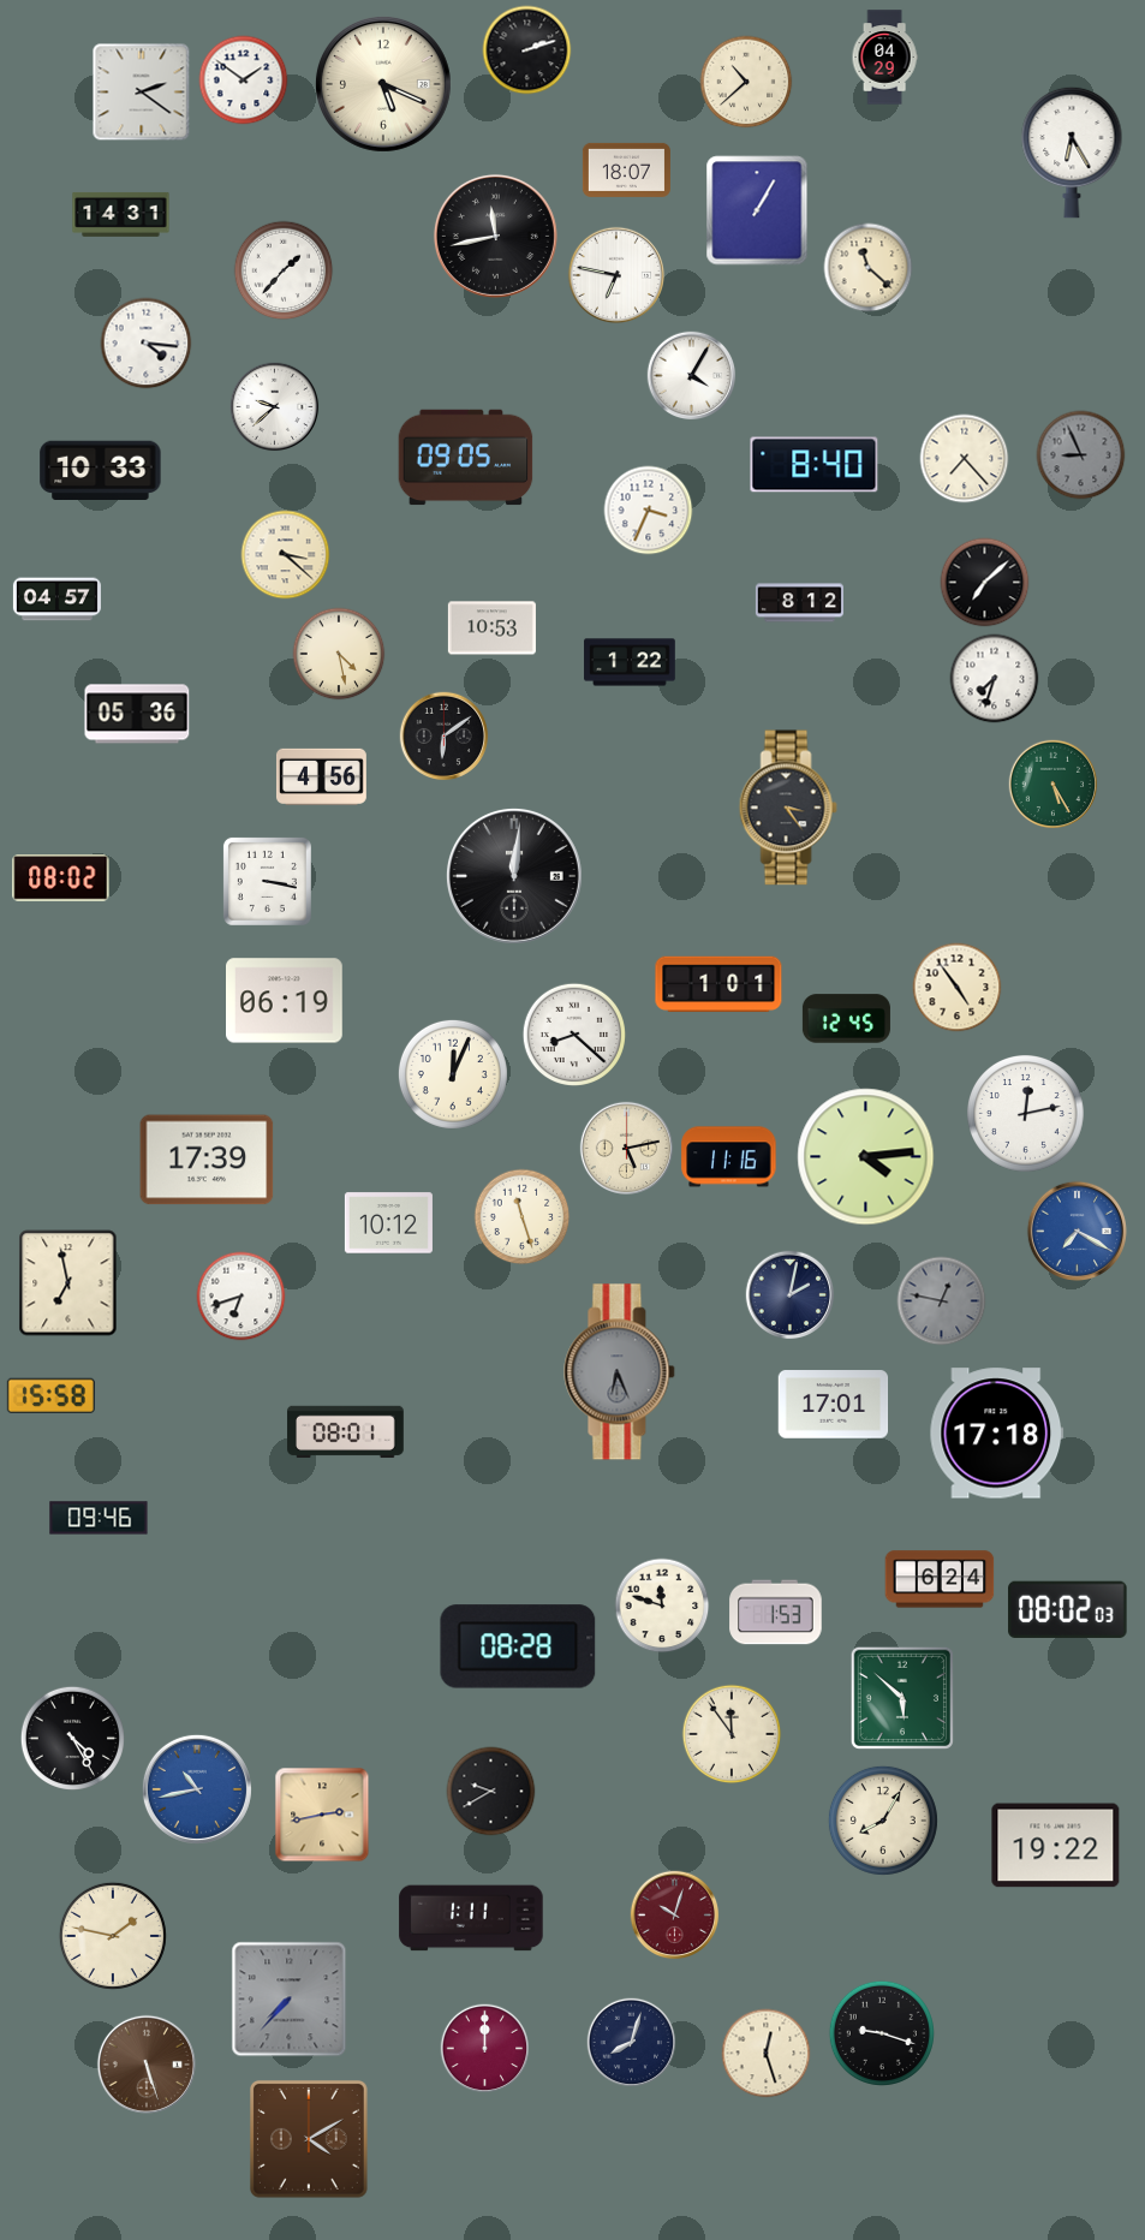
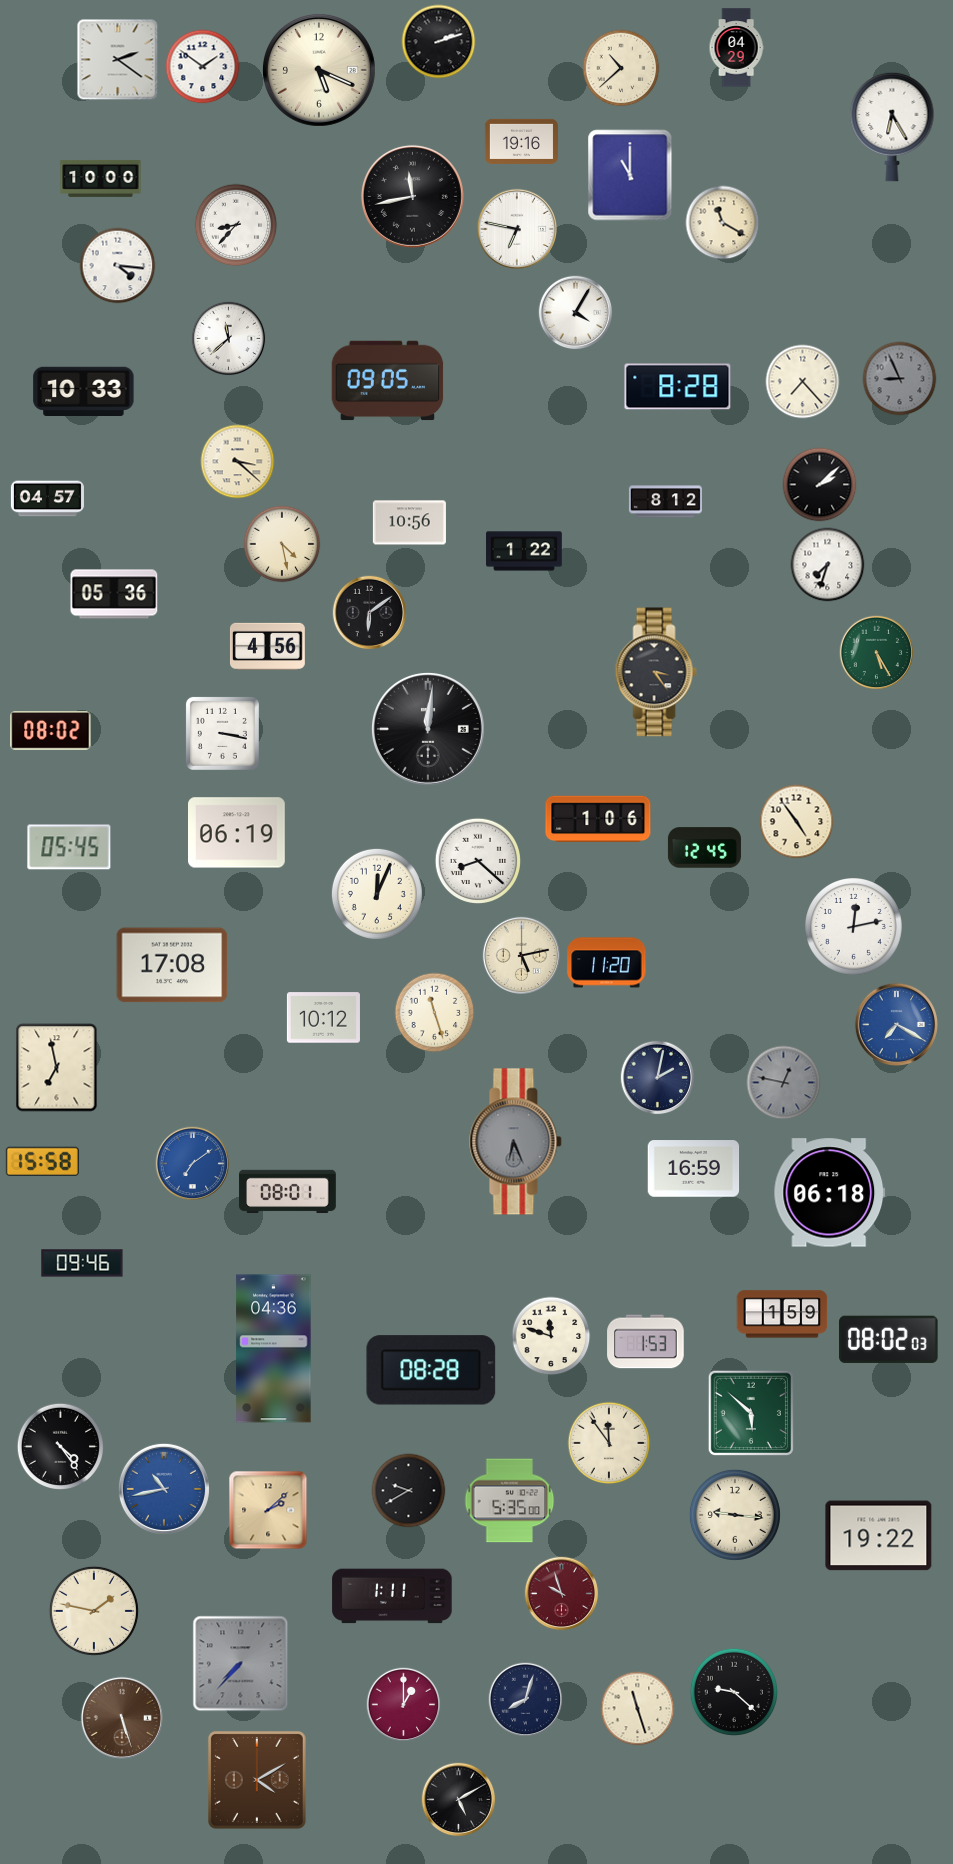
clock at (142, 93) position: (142, 93) -> (118, 60)
clock at (626, 169): 18:07 -> 19:16
clock at (757, 210): 1:05 -> 11:00
clock at (121, 214): 14:31 -> 10:00
clock at (869, 268): 11:22 -> 11:20
clock at (284, 270): 1:37 -> 8:37
clock at (615, 274) position: (615, 274) -> (516, 228)
clock at (147, 344) position: (147, 344) -> (118, 266)
clock at (275, 407): 9:38 -> 11:38
clock at (815, 465): 8:40 -> 8:28
clock at (649, 511): 3:34 -> none
clock at (985, 583): 7:08 -> 2:08
clock at (491, 628): 10:53 -> 10:56
clock at (718, 984): 1:01 -> 1:06
clock at (69, 847): none -> 05:45
clock at (729, 1157): 11:16 -> 11:20
clock at (866, 1157): 4:14 -> none
clock at (207, 1160): 17:39 -> 17:08
clock at (241, 1297): 6:42 -> none
clock at (193, 1164): none -> 7:09
clock at (834, 1405): 17:01 -> 16:59
clock at (997, 1434): 17:18 -> 06:18
clock at (940, 1579): 6:24 -> 1:59
clock at (274, 1349): none -> 04:36
clock at (72, 1738): 4:25 -> 4:24
clock at (510, 1501): none -> 5:35
clock at (322, 1815): 2:43 -> 2:08
clock at (883, 1821): 8:05 -> 9:16
clock at (675, 1916): 10:03 -> 9:57
clock at (882, 2033): 9:18 -> 9:22
clock at (485, 2049): 12:00 -> 1:00
clock at (767, 2054): 12:27 -> 11:27
clock at (459, 1800): none -> 5:10
